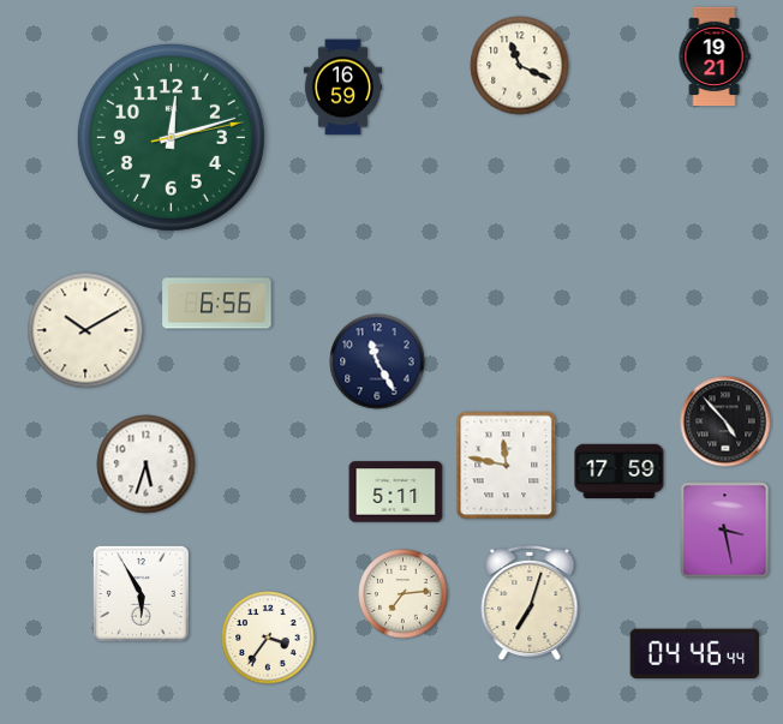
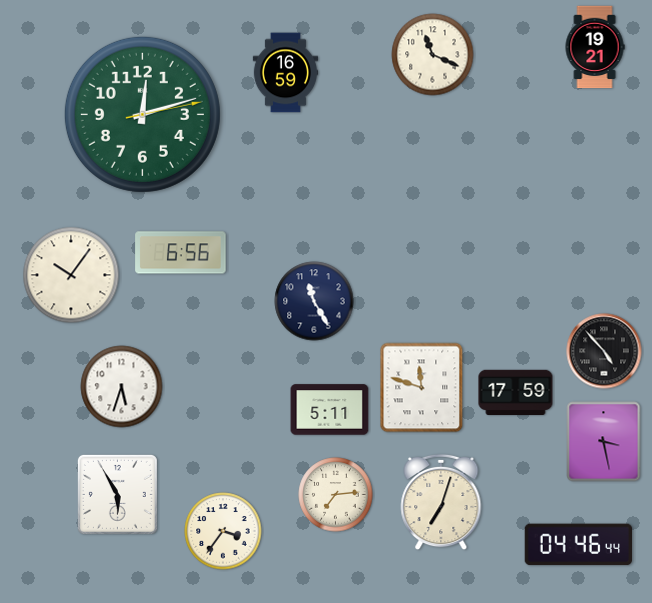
clock at (85, 330): 10:10 -> 10:06
clock at (507, 466): 11:47 -> 11:48
